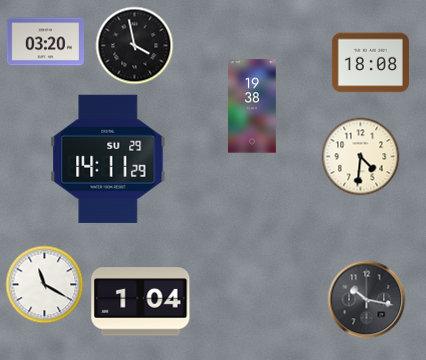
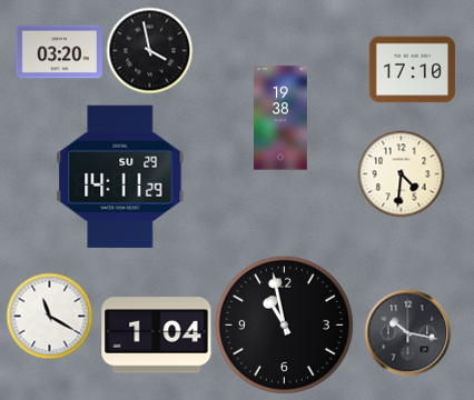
clock at (45, 42) position: (45, 42) -> (59, 52)
clock at (370, 63): 18:08 -> 17:10
clock at (284, 324): none -> 10:58
